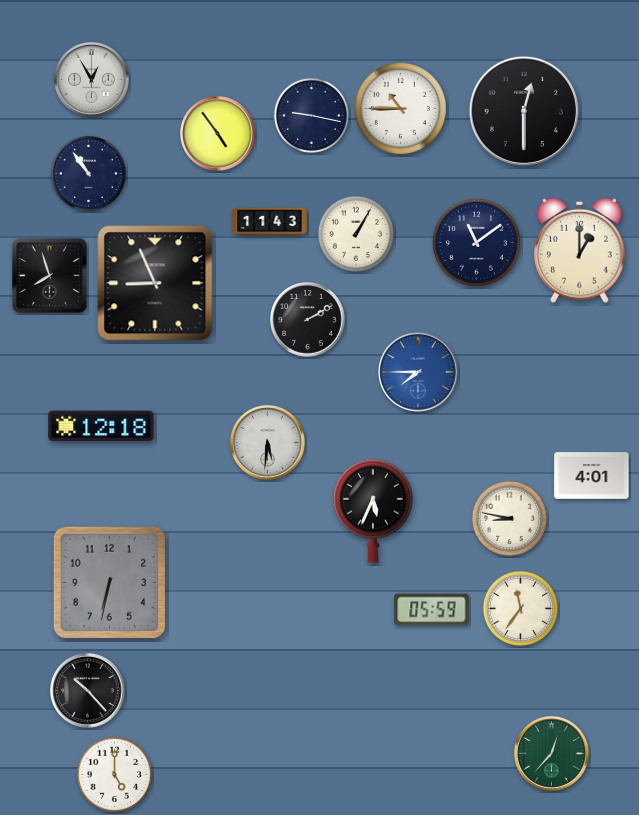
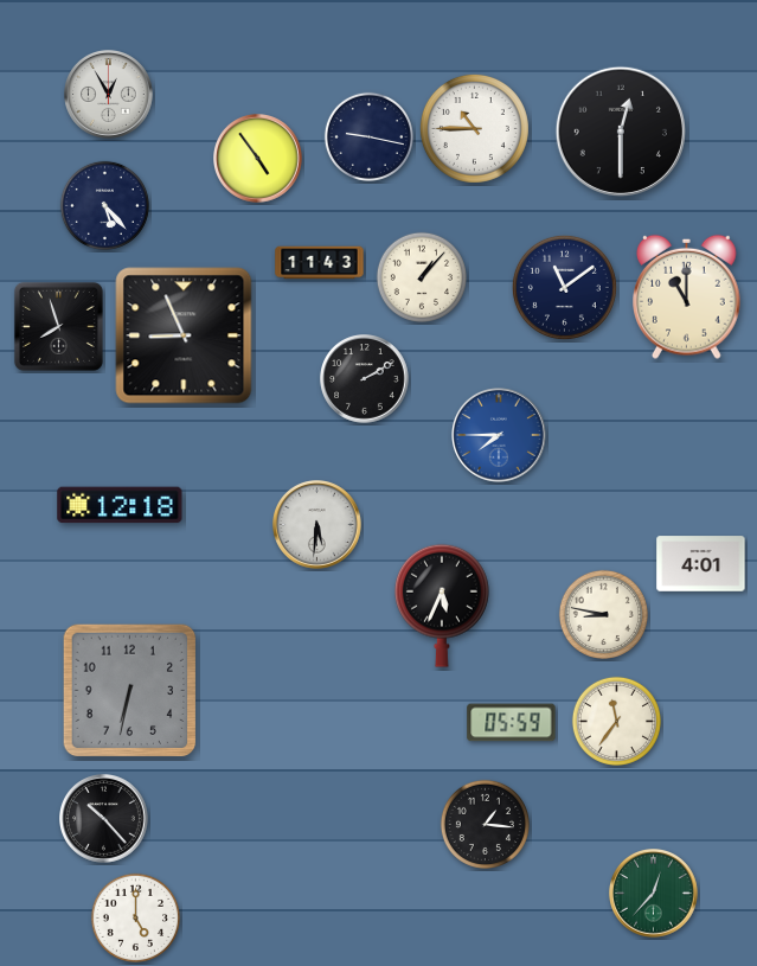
clock at (88, 173): 10:54 -> 5:23
clock at (356, 234): 1:05 -> 1:07
clock at (580, 250): 1:00 -> 11:00
clock at (419, 373) position: (419, 373) -> (500, 436)
clock at (485, 824): none -> 1:16
